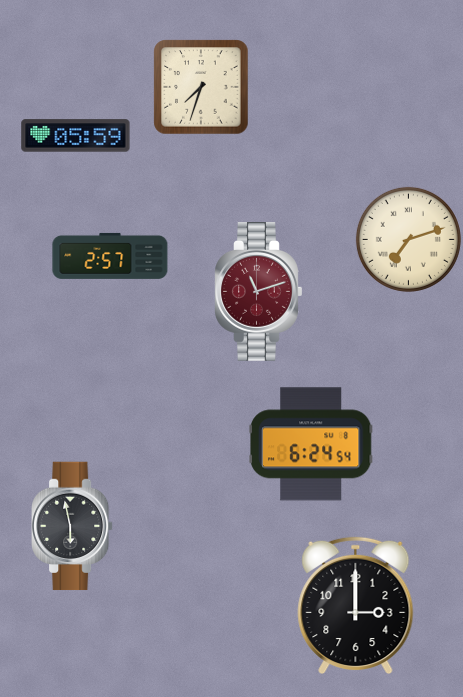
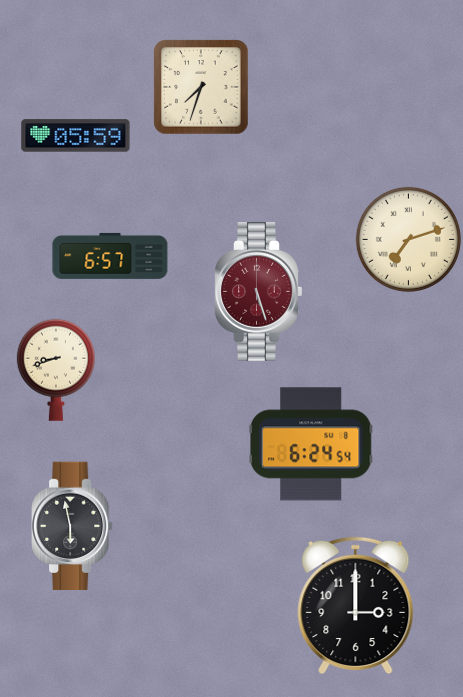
clock at (110, 256): 2:57 -> 6:57
clock at (259, 292): 11:12 -> 5:27
clock at (56, 370): none -> 8:42
